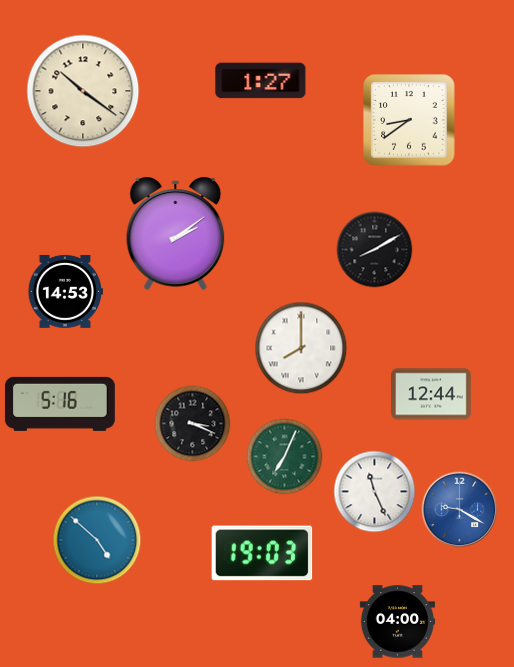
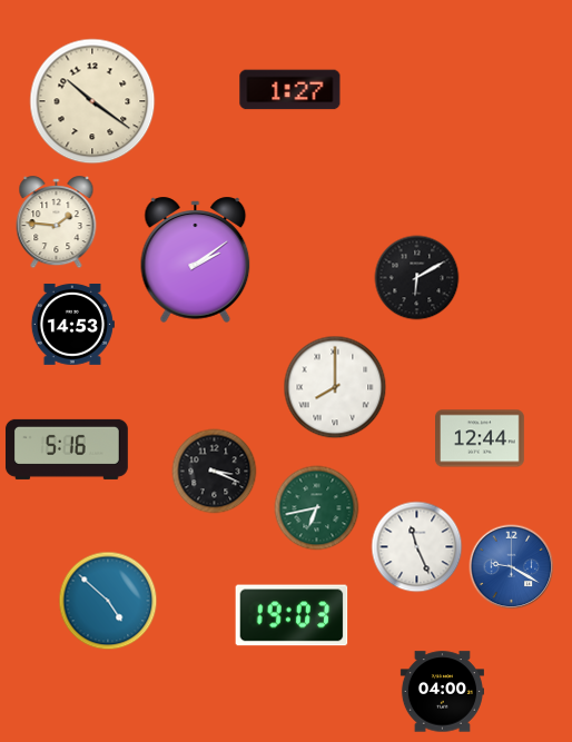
clock at (409, 120): 8:39 -> none
clock at (57, 222): none -> 1:46
clock at (375, 250): 8:10 -> 6:10
clock at (285, 457): 7:04 -> 6:43
